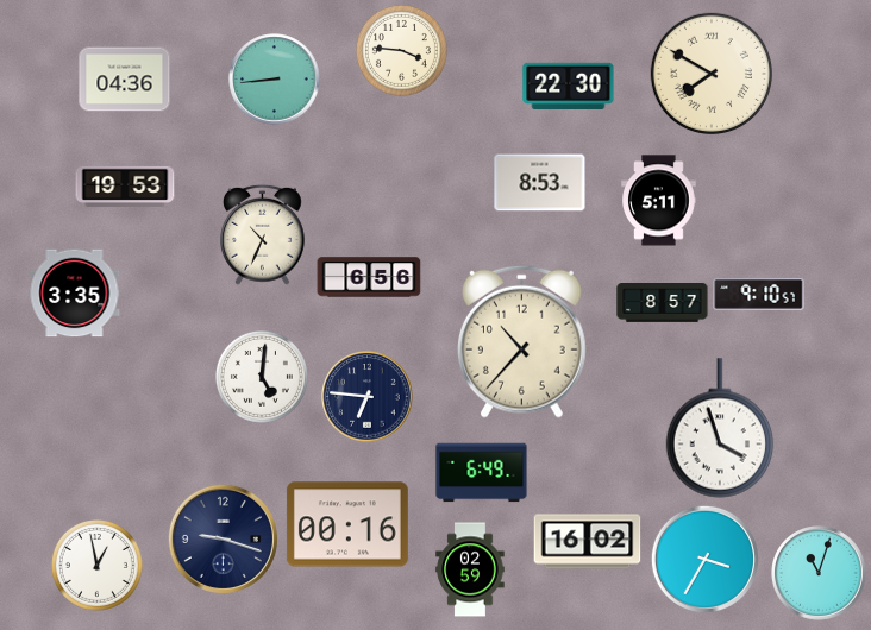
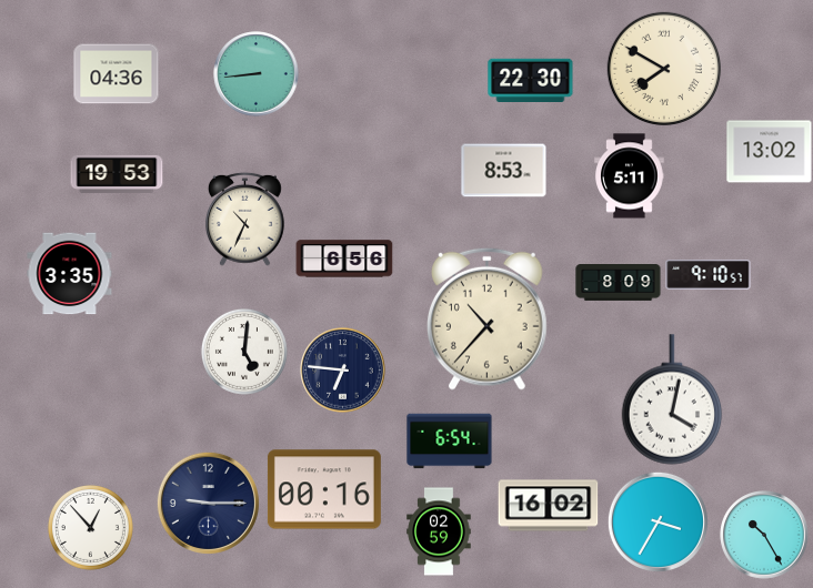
clock at (401, 50): 3:46 -> none
clock at (770, 152): none -> 13:02
clock at (659, 201) position: (659, 201) -> (630, 176)
clock at (663, 303): 8:57 -> 8:09
clock at (720, 428): 3:57 -> 4:02
clock at (482, 473): 6:49 -> 6:54
clock at (223, 538): 9:18 -> 9:15
clock at (96, 565): 12:58 -> 12:53
clock at (819, 573): 11:03 -> 10:25
